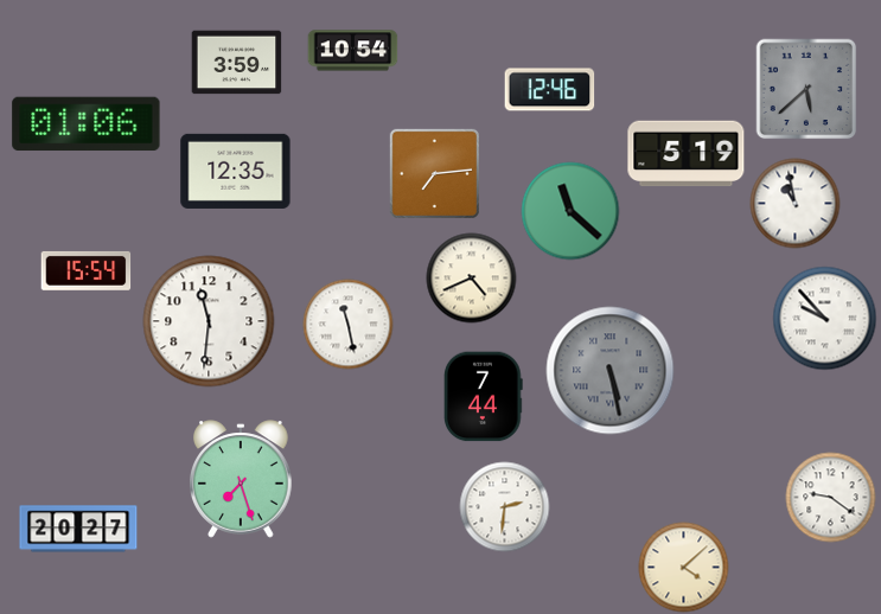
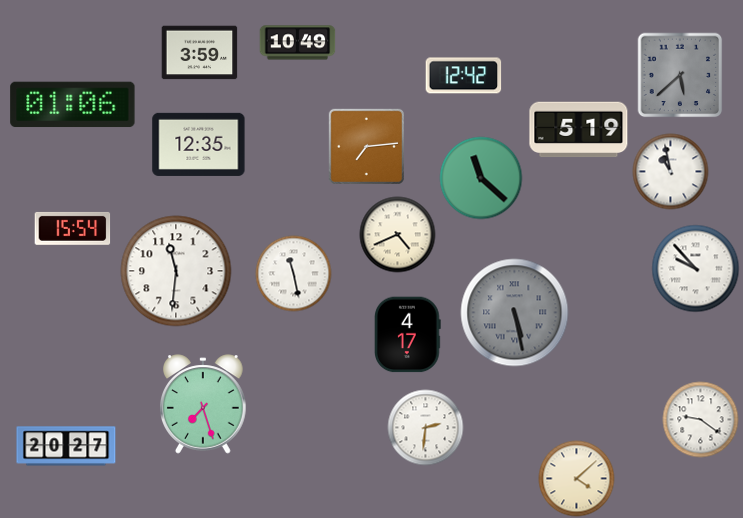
clock at (353, 51): 10:54 -> 10:49
clock at (550, 90): 12:46 -> 12:42
clock at (484, 397): 7:44 -> 4:17
